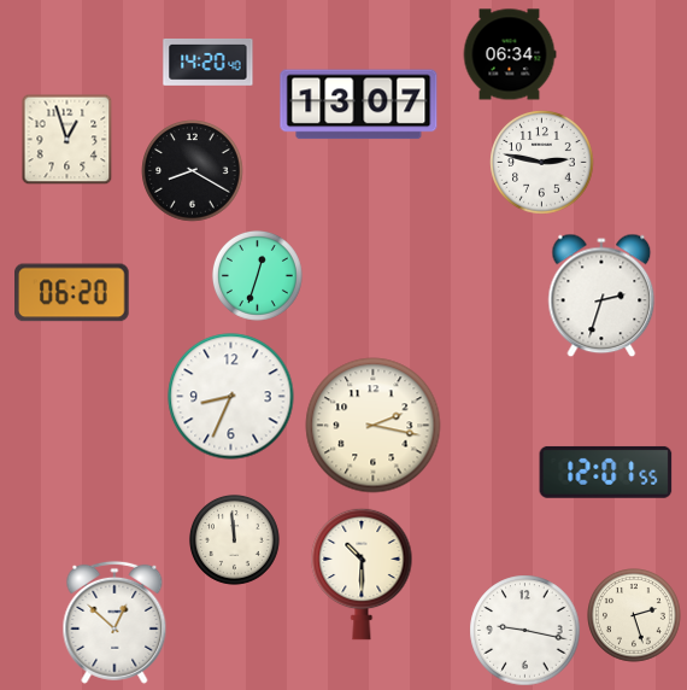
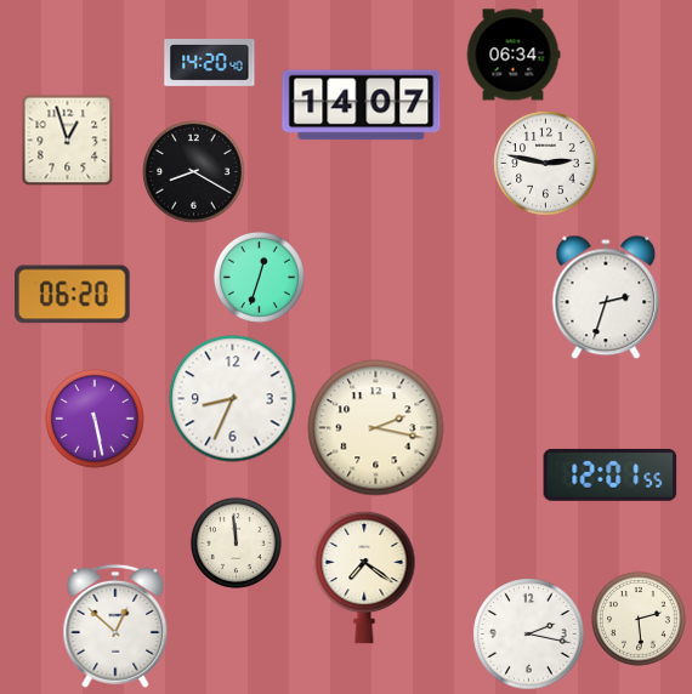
clock at (359, 105): 13:07 -> 14:07
clock at (95, 419): none -> 5:28
clock at (362, 574): 10:30 -> 7:21
clock at (635, 616): 2:27 -> 2:29
clock at (525, 631): 9:17 -> 2:17
